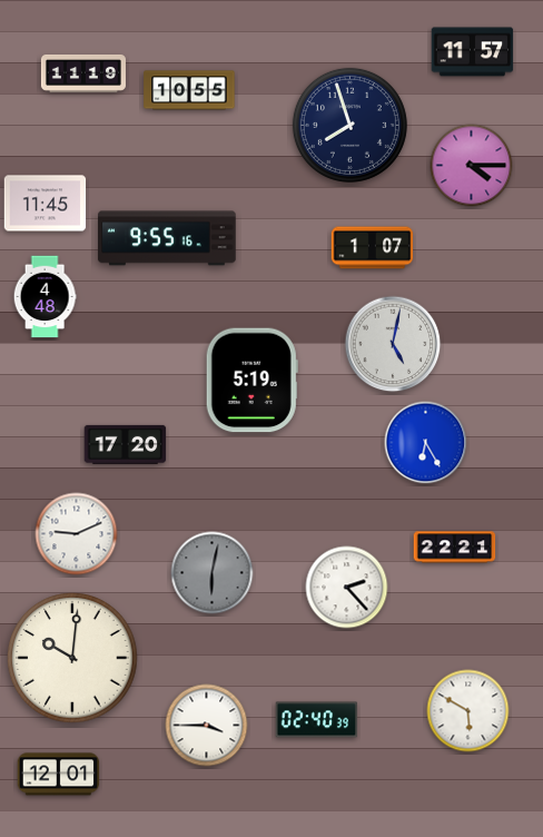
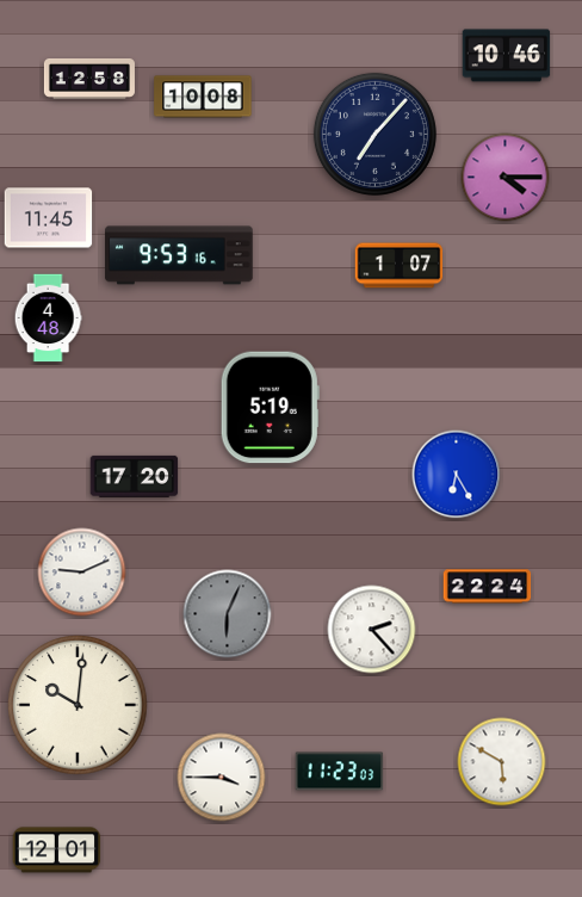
clock at (473, 52): 11:57 -> 10:46
clock at (83, 73): 11:19 -> 12:58
clock at (189, 90): 10:55 -> 10:08
clock at (349, 125): 7:57 -> 7:07
clock at (167, 238): 9:55 -> 9:53
clock at (393, 344): 5:02 -> none
clock at (455, 548): 22:21 -> 22:24
clock at (213, 573): 6:02 -> 6:04
clock at (317, 720): 02:40 -> 11:23
clock at (59, 775) position: (59, 775) -> (57, 850)
